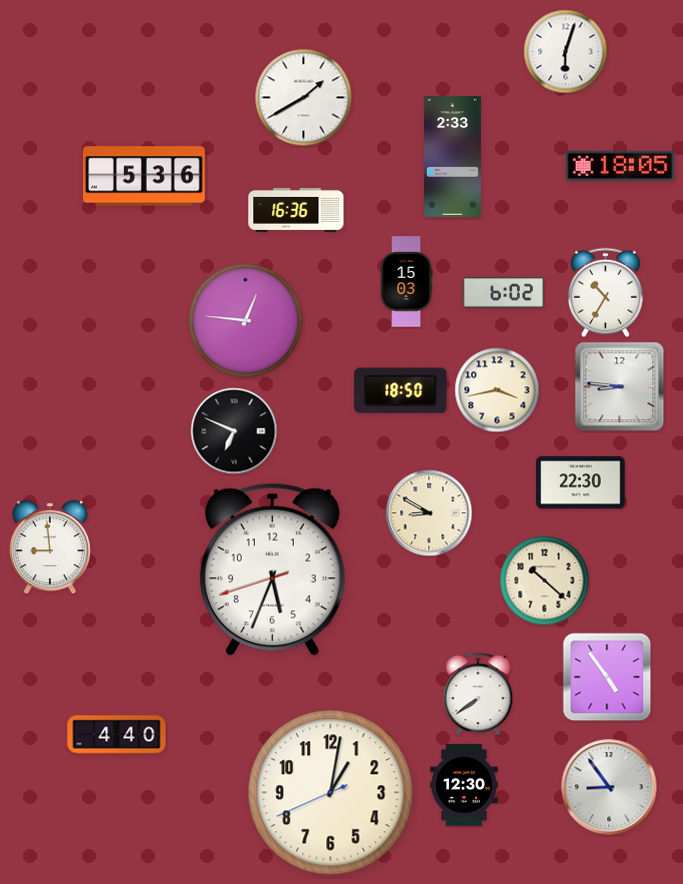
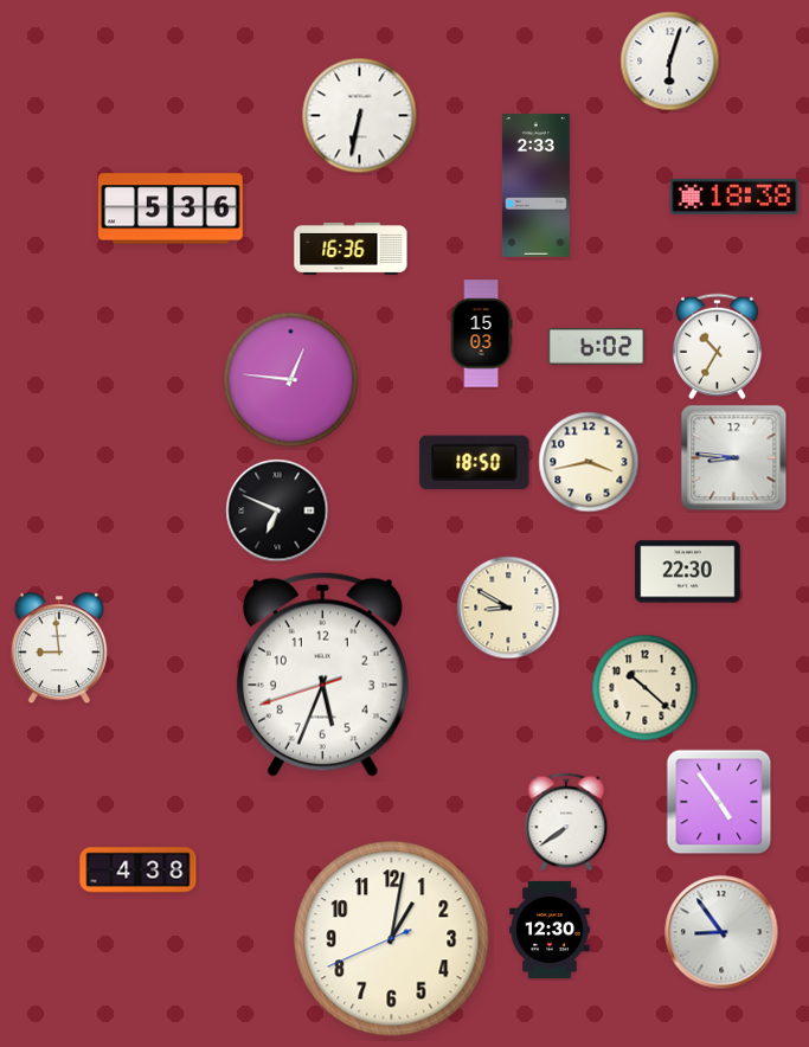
clock at (304, 98): 1:40 -> 6:32
clock at (620, 166): 18:05 -> 18:38
clock at (117, 735): 4:40 -> 4:38
